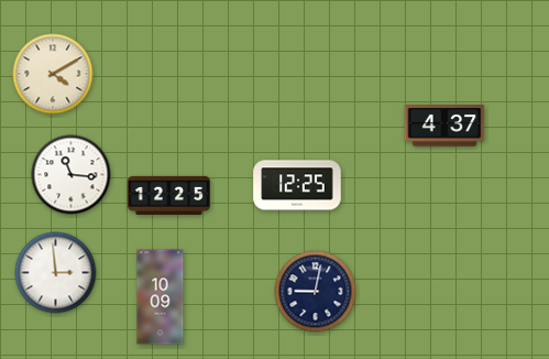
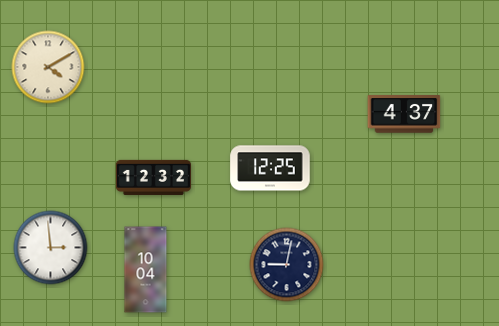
clock at (72, 175): 11:16 -> none
clock at (168, 195): 12:25 -> 12:32
clock at (161, 297): 10:09 -> 10:04
